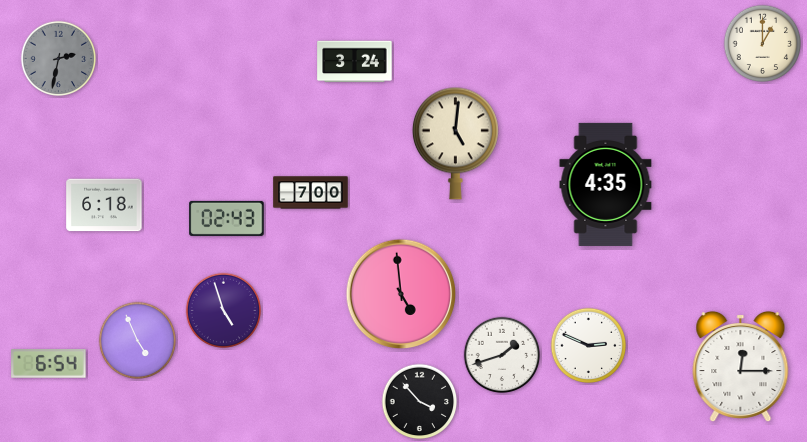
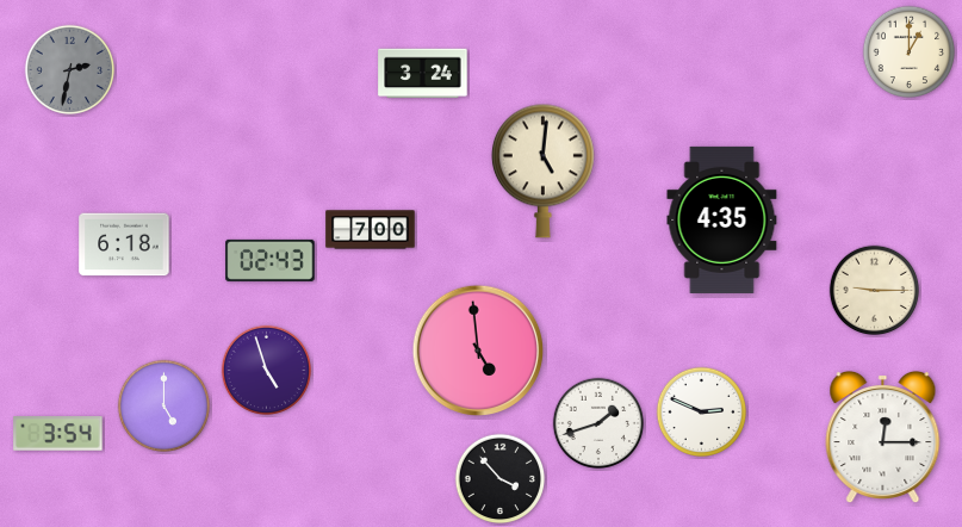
clock at (875, 291): none -> 9:15
clock at (138, 341): 4:56 -> 5:00
clock at (49, 364): 6:54 -> 3:54
